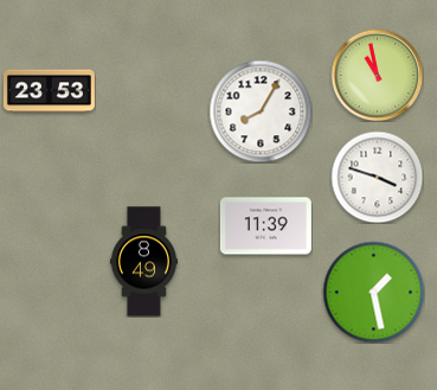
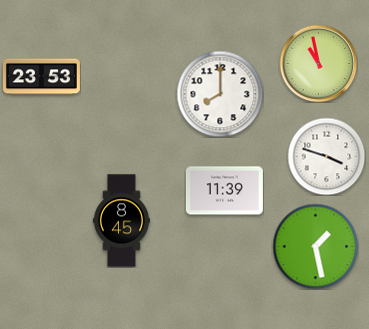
clock at (261, 111): 8:05 -> 8:00
clock at (377, 177) position: (377, 177) -> (326, 156)
clock at (143, 262): 8:49 -> 8:45
